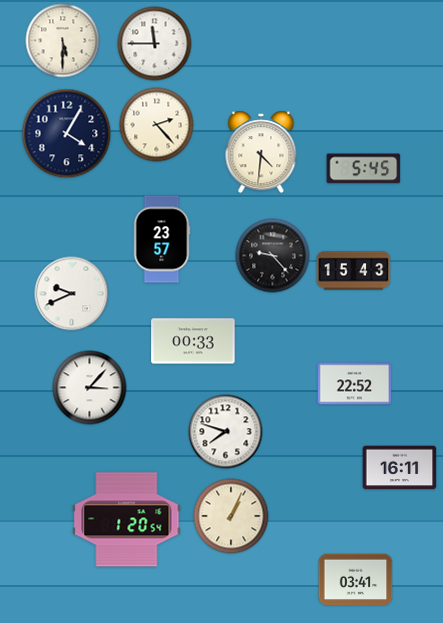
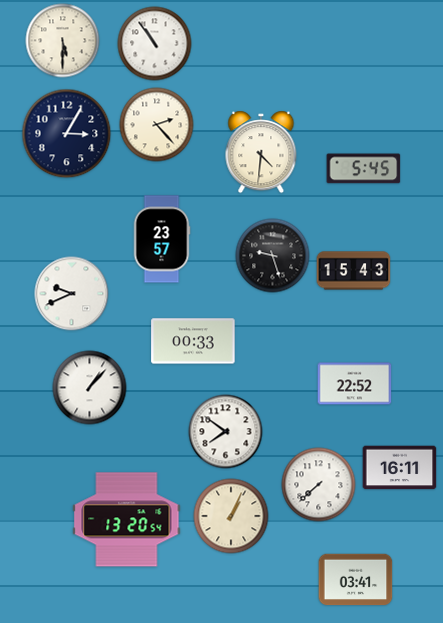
clock at (155, 44): 11:45 -> 10:54
clock at (67, 134): 4:05 -> 3:05
clock at (273, 256): 9:23 -> 9:27
clock at (90, 388): 3:07 -> 1:07
clock at (226, 432): 7:48 -> 7:51
clock at (319, 485): none -> 7:38
clock at (127, 520): 1:20 -> 13:20
